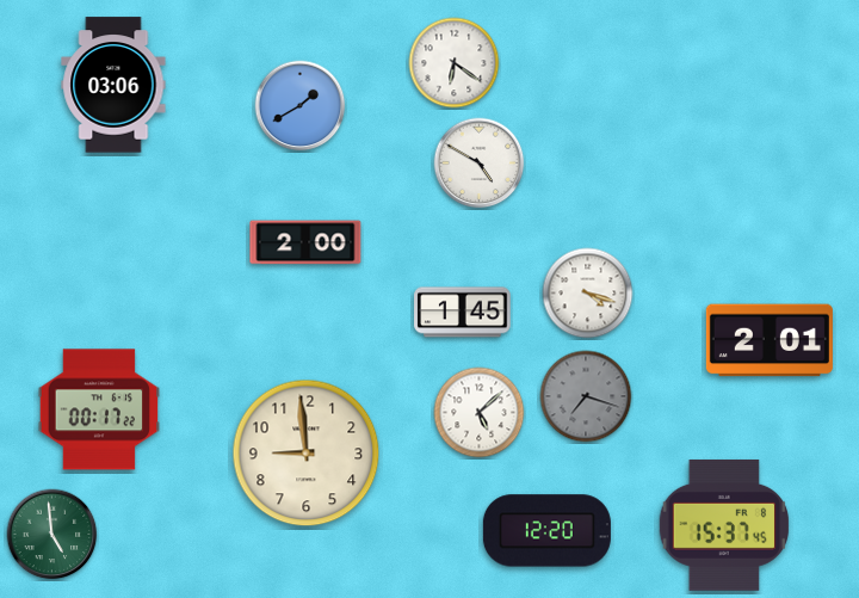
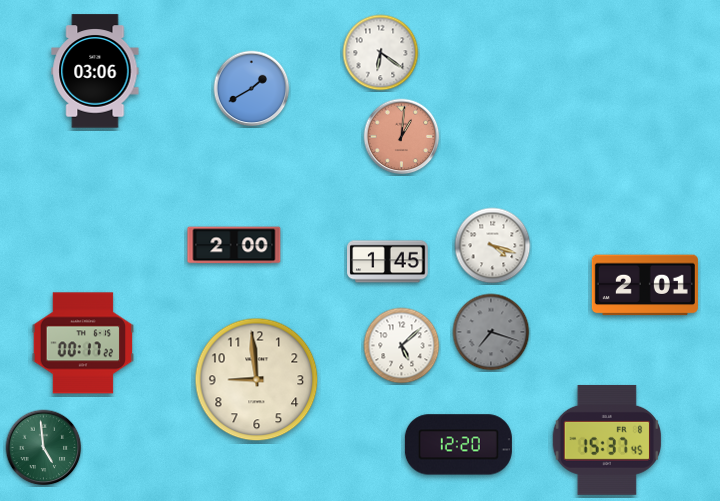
clock at (480, 164): 4:50 -> 1:01
clock at (480, 164) dial: white -> salmon
clock at (305, 242) position: (305, 242) -> (234, 245)
